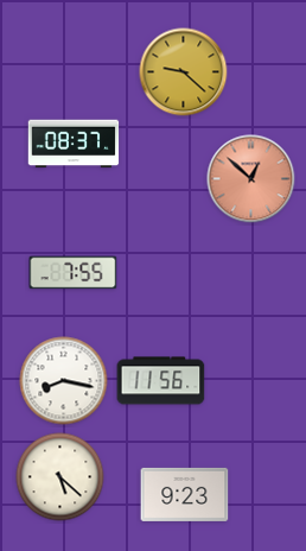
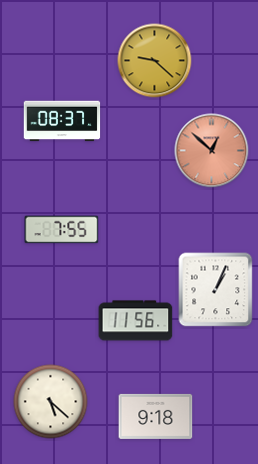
clock at (216, 290): none -> 1:04
clock at (64, 381): 8:17 -> none
clock at (185, 494): 9:23 -> 9:18
